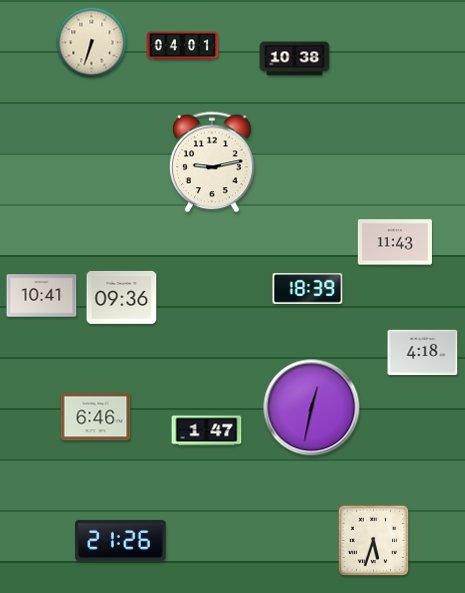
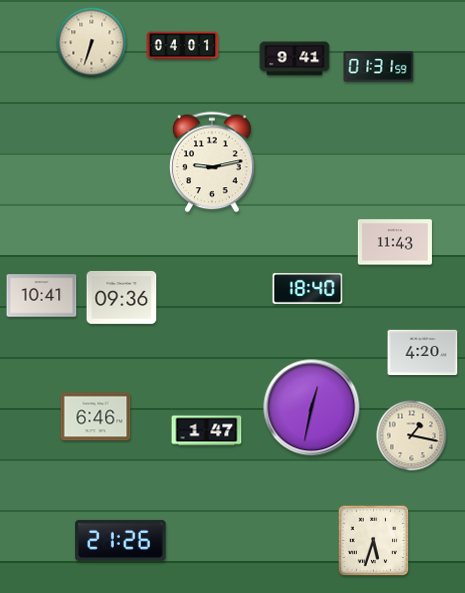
clock at (295, 59): 10:38 -> 9:41
clock at (379, 67): none -> 01:31
clock at (308, 289): 18:39 -> 18:40
clock at (423, 353): 4:18 -> 4:20
clock at (412, 436): none -> 1:17
